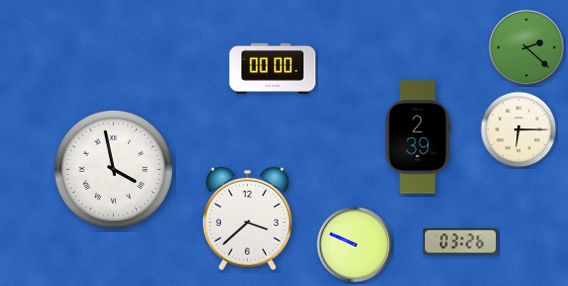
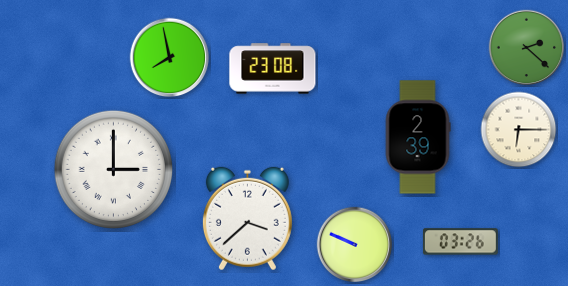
clock at (170, 58): none -> 7:58
clock at (273, 69): 00:00 -> 23:08
clock at (114, 170): 3:58 -> 3:00
